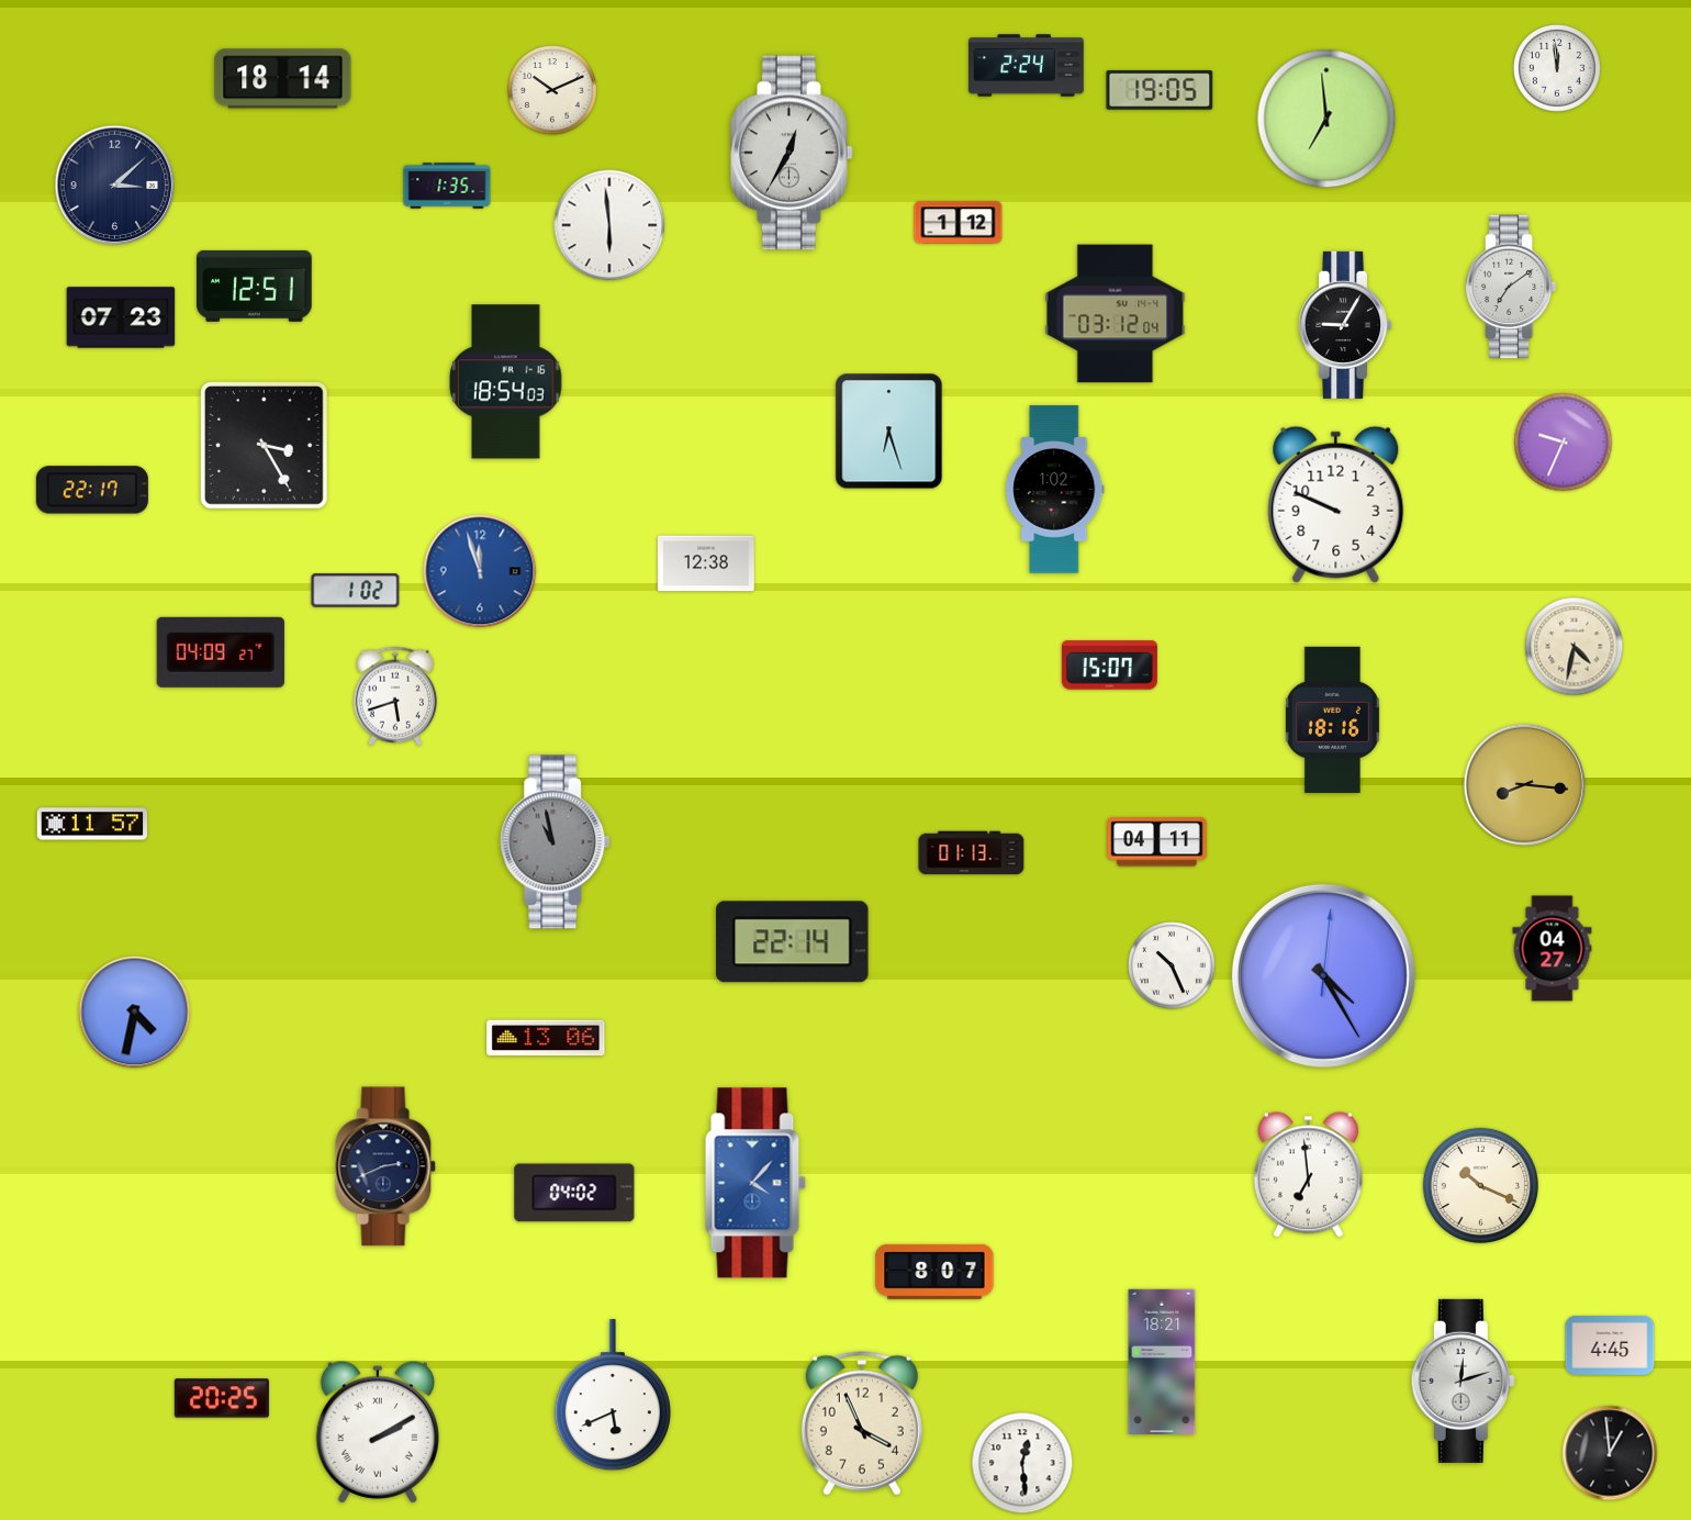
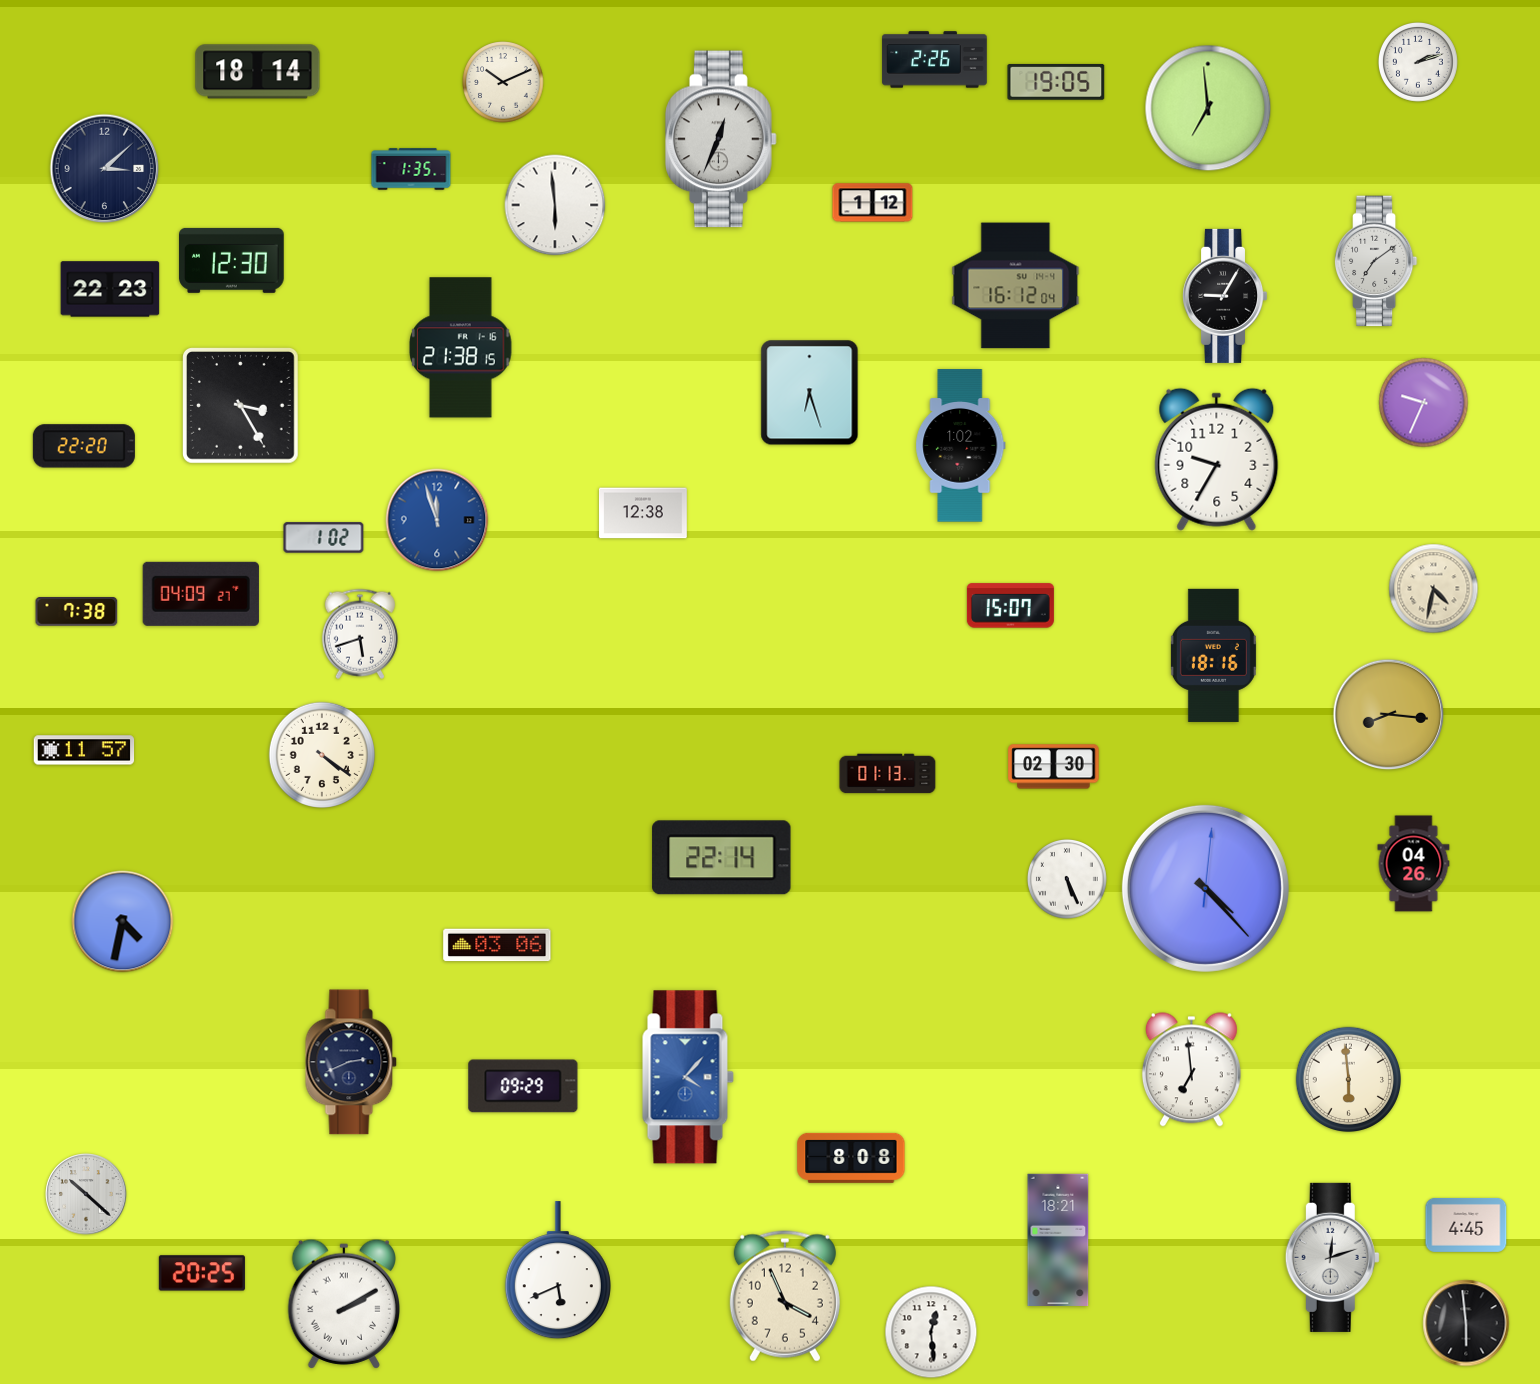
clock at (1027, 66): 2:24 -> 2:26
clock at (1557, 68): 11:59 -> 2:12
clock at (792, 153): 12:35 -> 12:34
clock at (447, 186) position: (447, 186) -> (411, 169)
clock at (255, 286): 12:51 -> 12:30
clock at (1116, 314): 03:12 -> 16:12
clock at (121, 317): 07:23 -> 22:23
clock at (506, 382): 18:54 -> 21:38
clock at (92, 490): 22:17 -> 22:20
clock at (1336, 504): 9:49 -> 9:35
clock at (77, 612): none -> 7:38
clock at (322, 755): none -> 4:21
clock at (556, 842): 10:58 -> none
clock at (1157, 842): 04:11 -> 02:30
clock at (972, 853) position: (972, 853) -> (888, 774)
clock at (1553, 949): 04:27 -> 04:26
clock at (1172, 965): 10:26 -> 5:26
clock at (1323, 975): 4:25 -> 4:23
clock at (546, 1038): 13:06 -> 03:06
clock at (1480, 1185): 10:19 -> 5:59
clock at (574, 1193): 04:02 -> 09:29
clock at (934, 1272): 8:07 -> 8:08
clock at (86, 1194): none -> 10:22
clock at (1610, 1453): 12:59 -> 5:59
